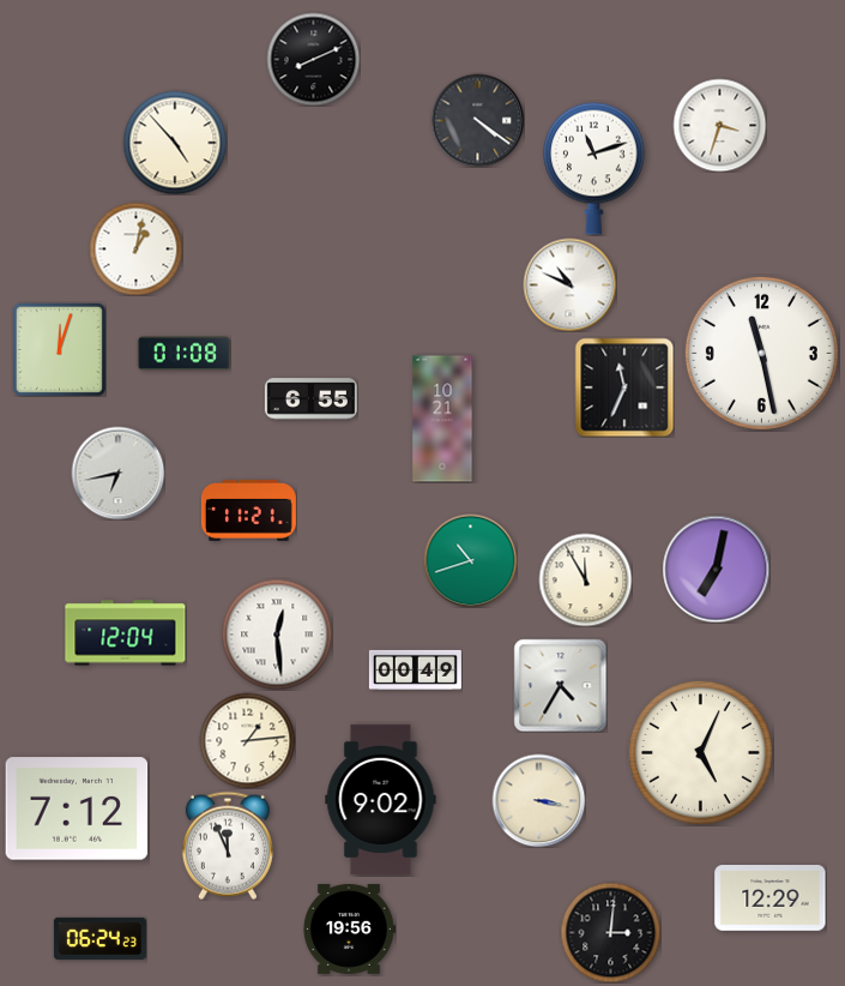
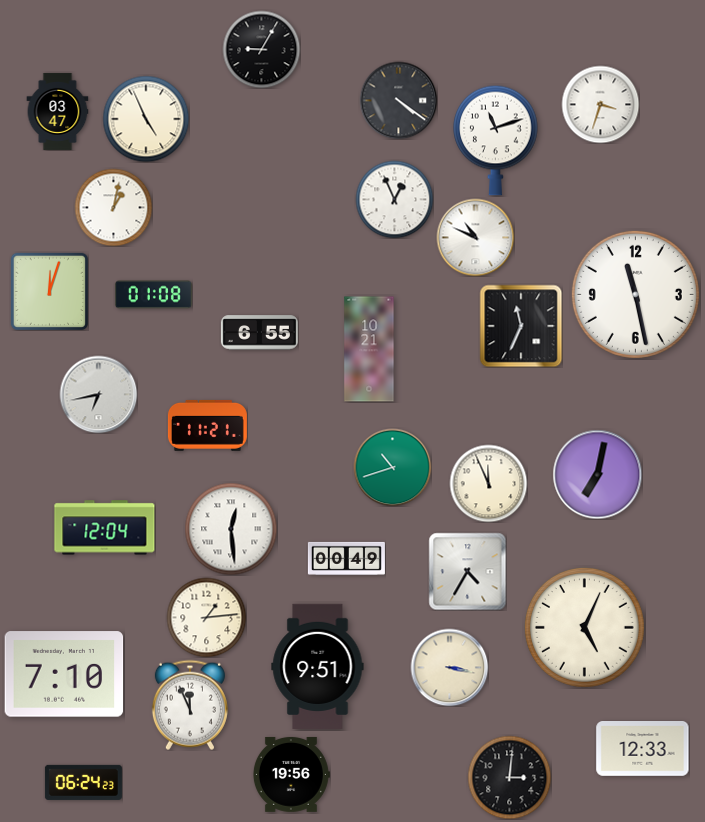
clock at (313, 59): 8:11 -> 9:05
clock at (58, 111): none -> 03:47
clock at (175, 143): 4:53 -> 4:56
clock at (394, 199): none -> 12:56
clock at (624, 387) position: (624, 387) -> (521, 326)
clock at (585, 579): 11:55 -> 11:56
clock at (381, 799): 9:02 -> 9:51
clock at (77, 808): 7:12 -> 7:10
clock at (771, 898): 12:29 -> 12:33
